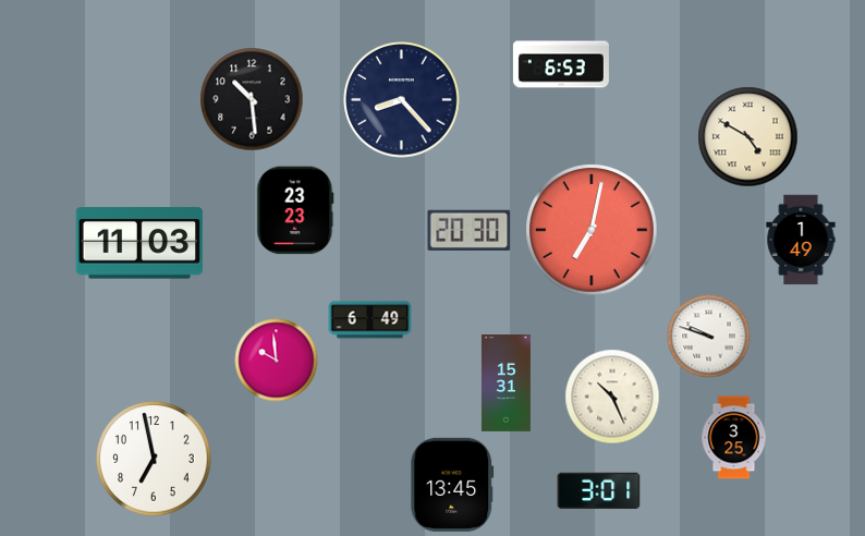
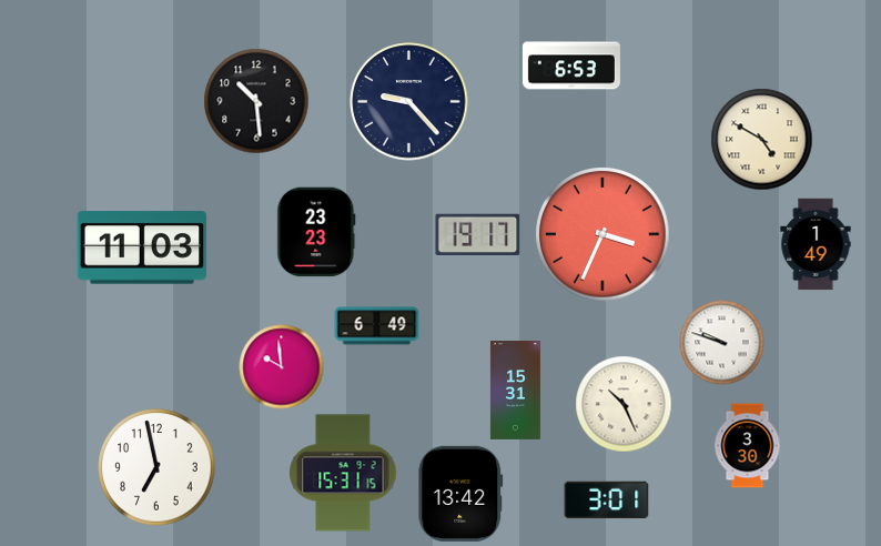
clock at (402, 100): 8:23 -> 9:23
clock at (295, 210) position: (295, 210) -> (316, 232)
clock at (470, 230): 20:30 -> 19:17
clock at (592, 230): 7:02 -> 3:34
clock at (734, 438): 3:25 -> 3:30
clock at (343, 473): none -> 15:31
clock at (452, 485): 13:45 -> 13:42
clock at (599, 491) position: (599, 491) -> (607, 501)
